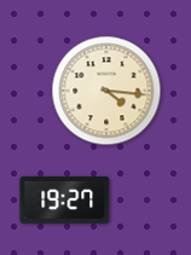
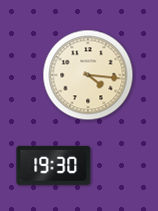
clock at (65, 199): 19:27 -> 19:30
